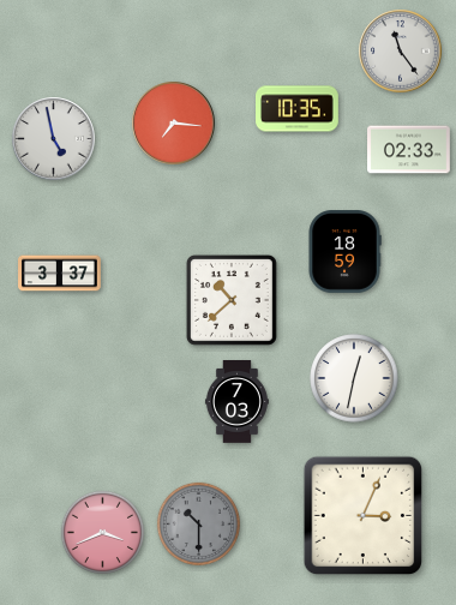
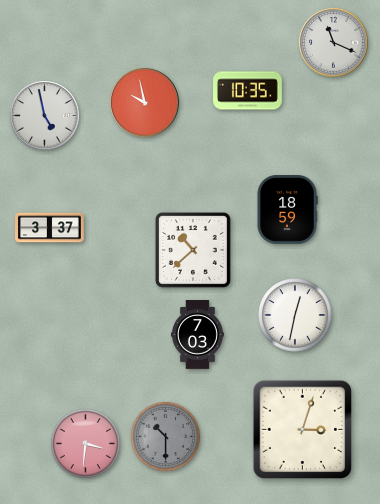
clock at (401, 52): 11:24 -> 11:19
clock at (174, 124): 7:16 -> 9:58
clock at (409, 150): 02:33 -> none
clock at (364, 516): 3:04 -> 3:03
clock at (102, 532): 3:41 -> 3:31
